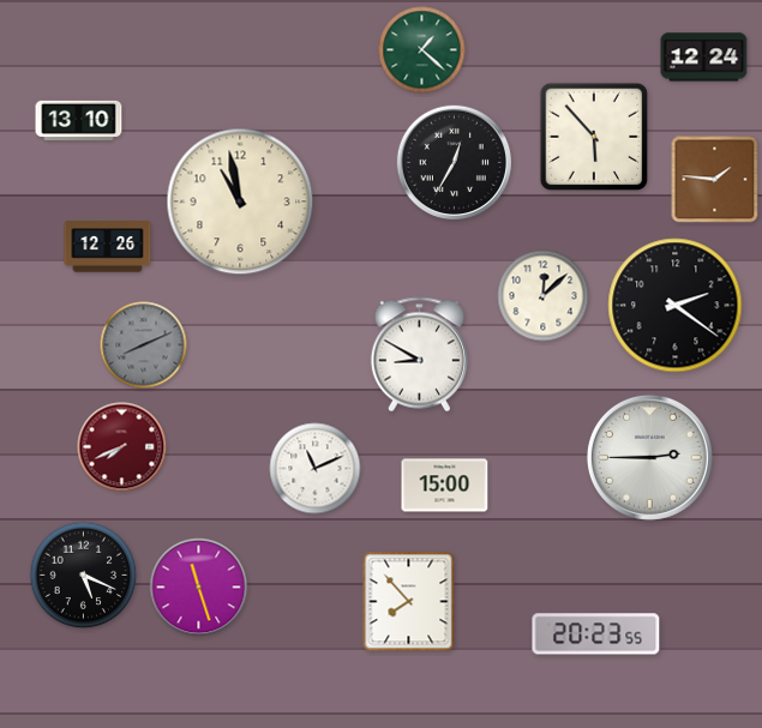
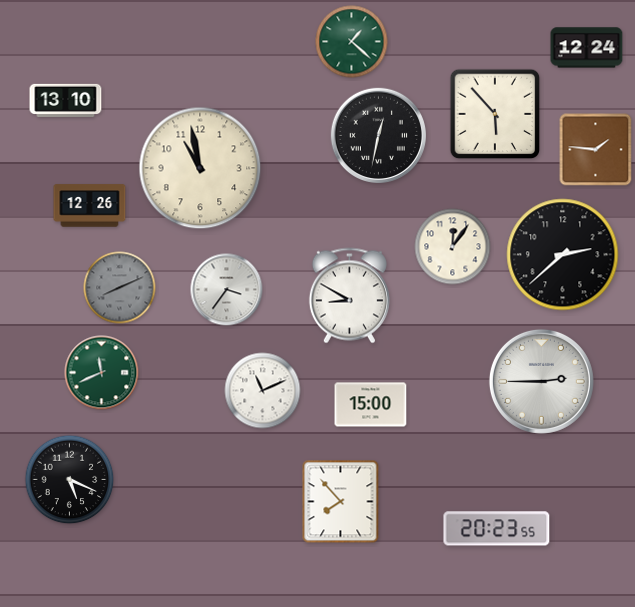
clock at (454, 162): 12:35 -> 12:32
clock at (544, 296): 12:08 -> 12:06
clock at (676, 306): 2:21 -> 2:38
clock at (227, 290): none -> 3:36
clock at (122, 447): 7:41 -> 11:41
clock at (122, 447) dial: burgundy -> green
clock at (199, 588): 11:27 -> none
